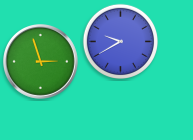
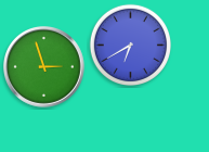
clock at (120, 41): 9:40 -> 6:40
